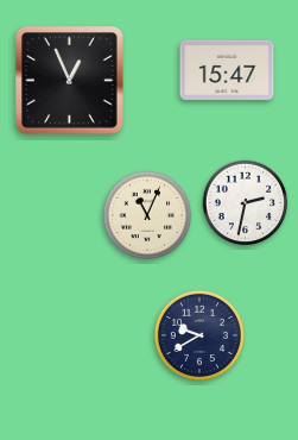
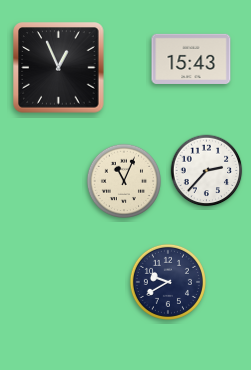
clock at (227, 70): 15:47 -> 15:43
clock at (246, 203): 2:32 -> 2:37
